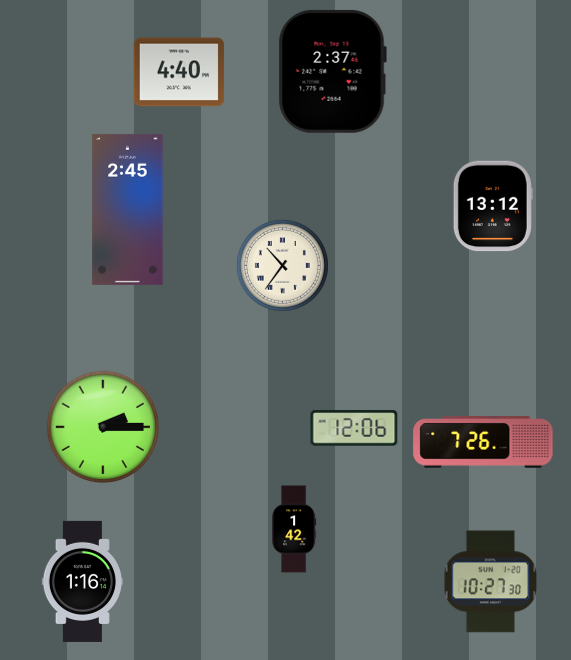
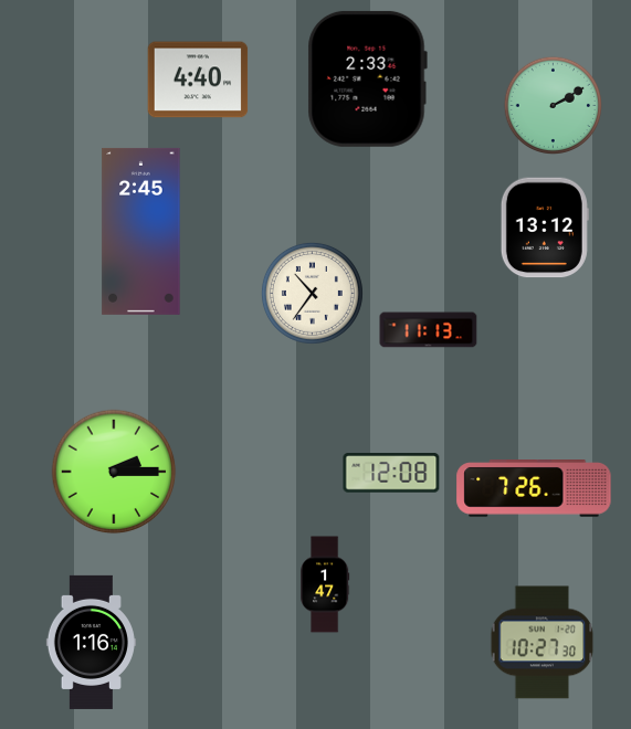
clock at (332, 71): 2:37 -> 2:33
clock at (553, 105): none -> 2:10
clock at (429, 330): none -> 11:13
clock at (354, 428): 12:06 -> 12:08
clock at (294, 529): 1:42 -> 1:47
